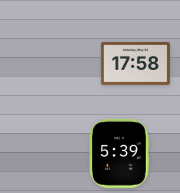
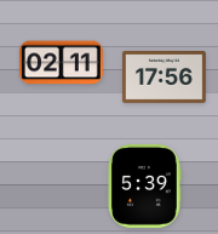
clock at (61, 63): none -> 02:11
clock at (135, 64): 17:58 -> 17:56
